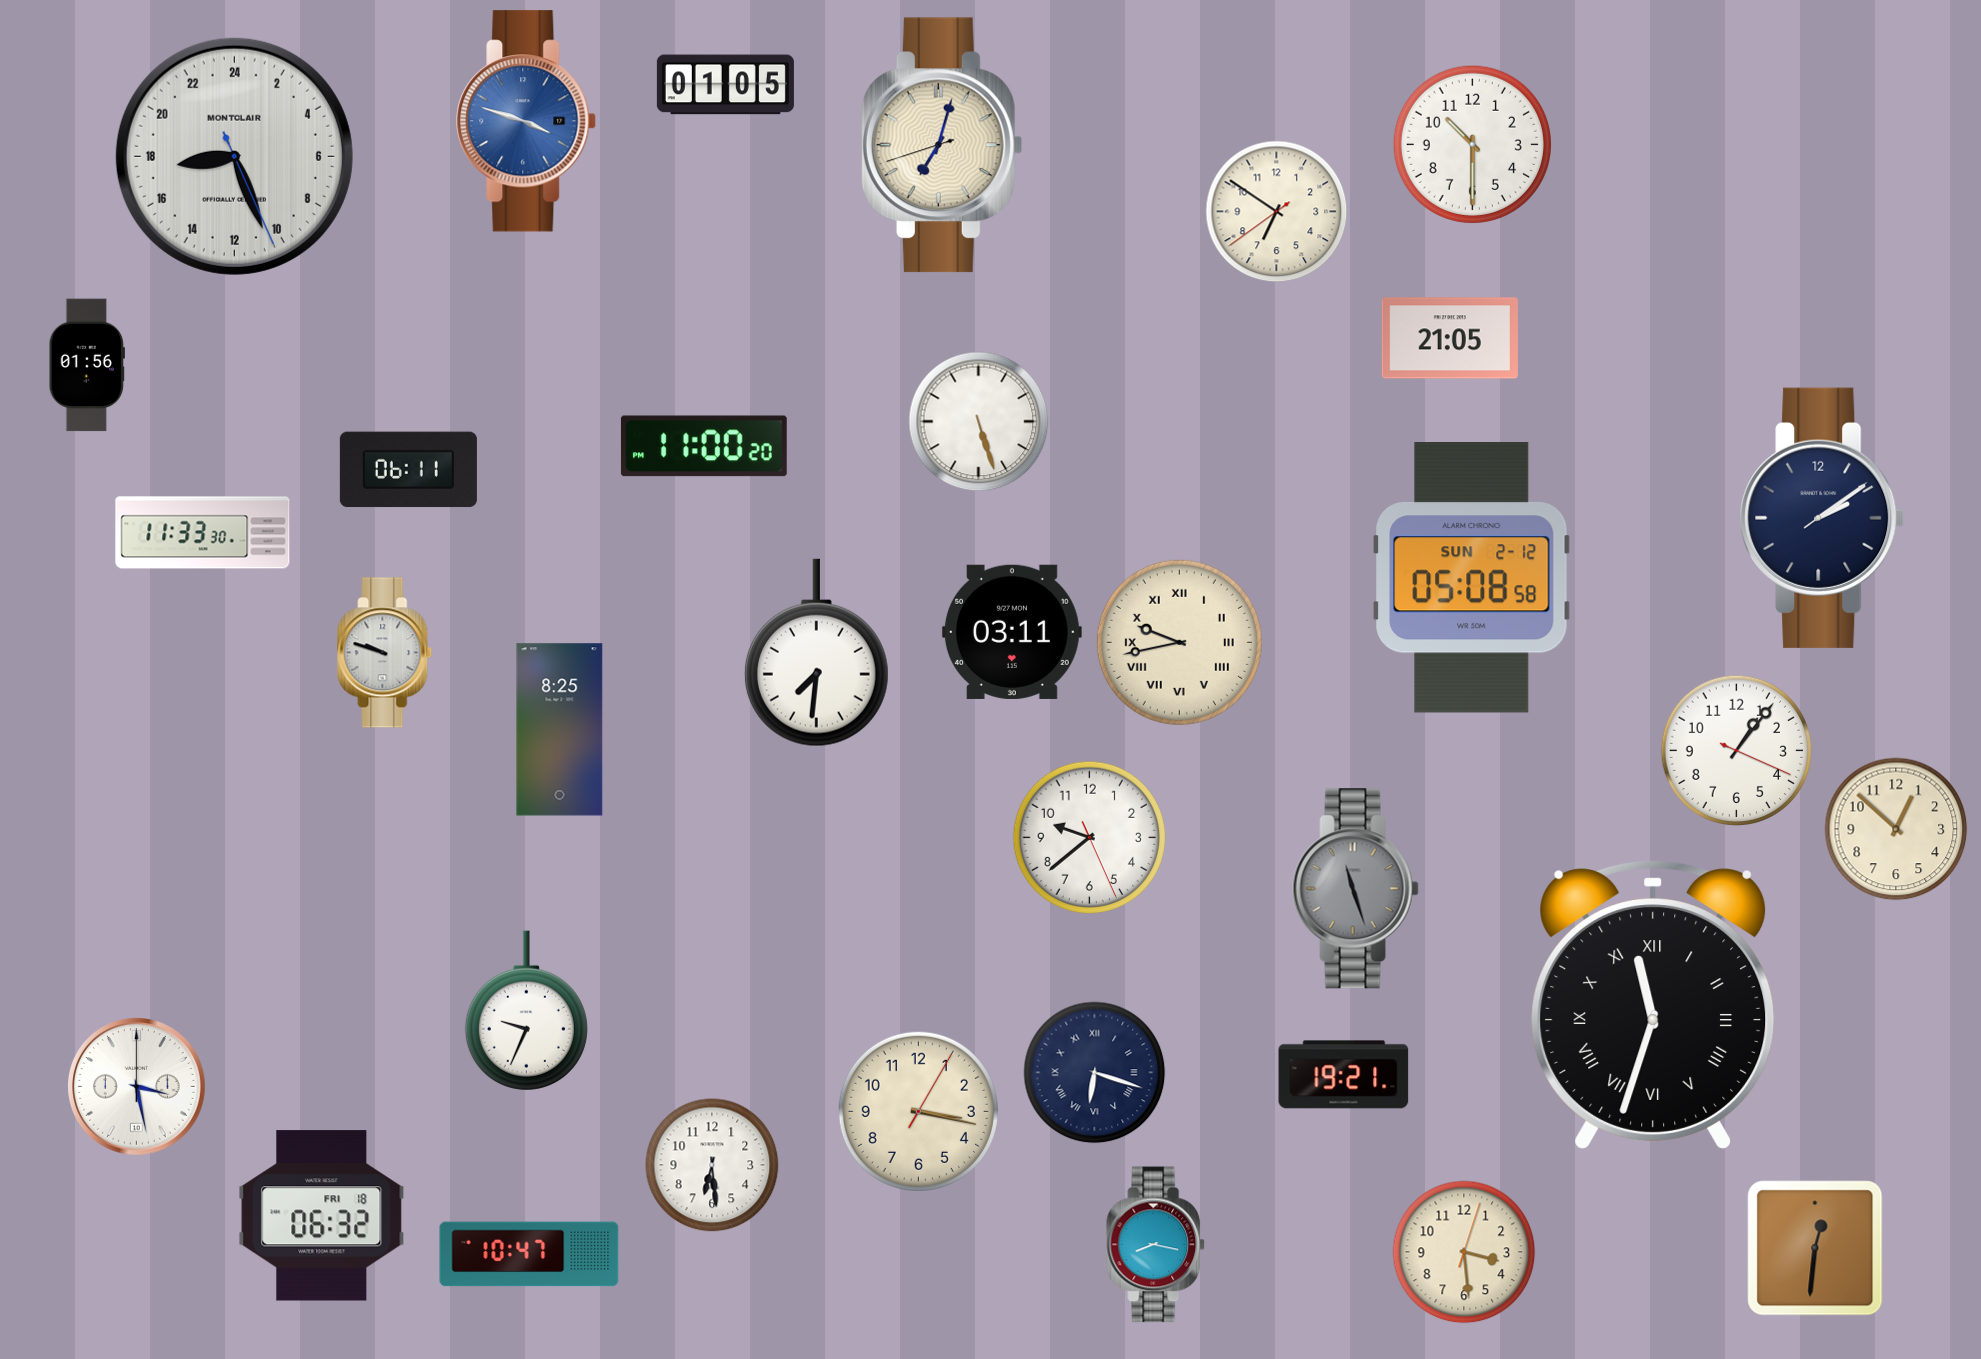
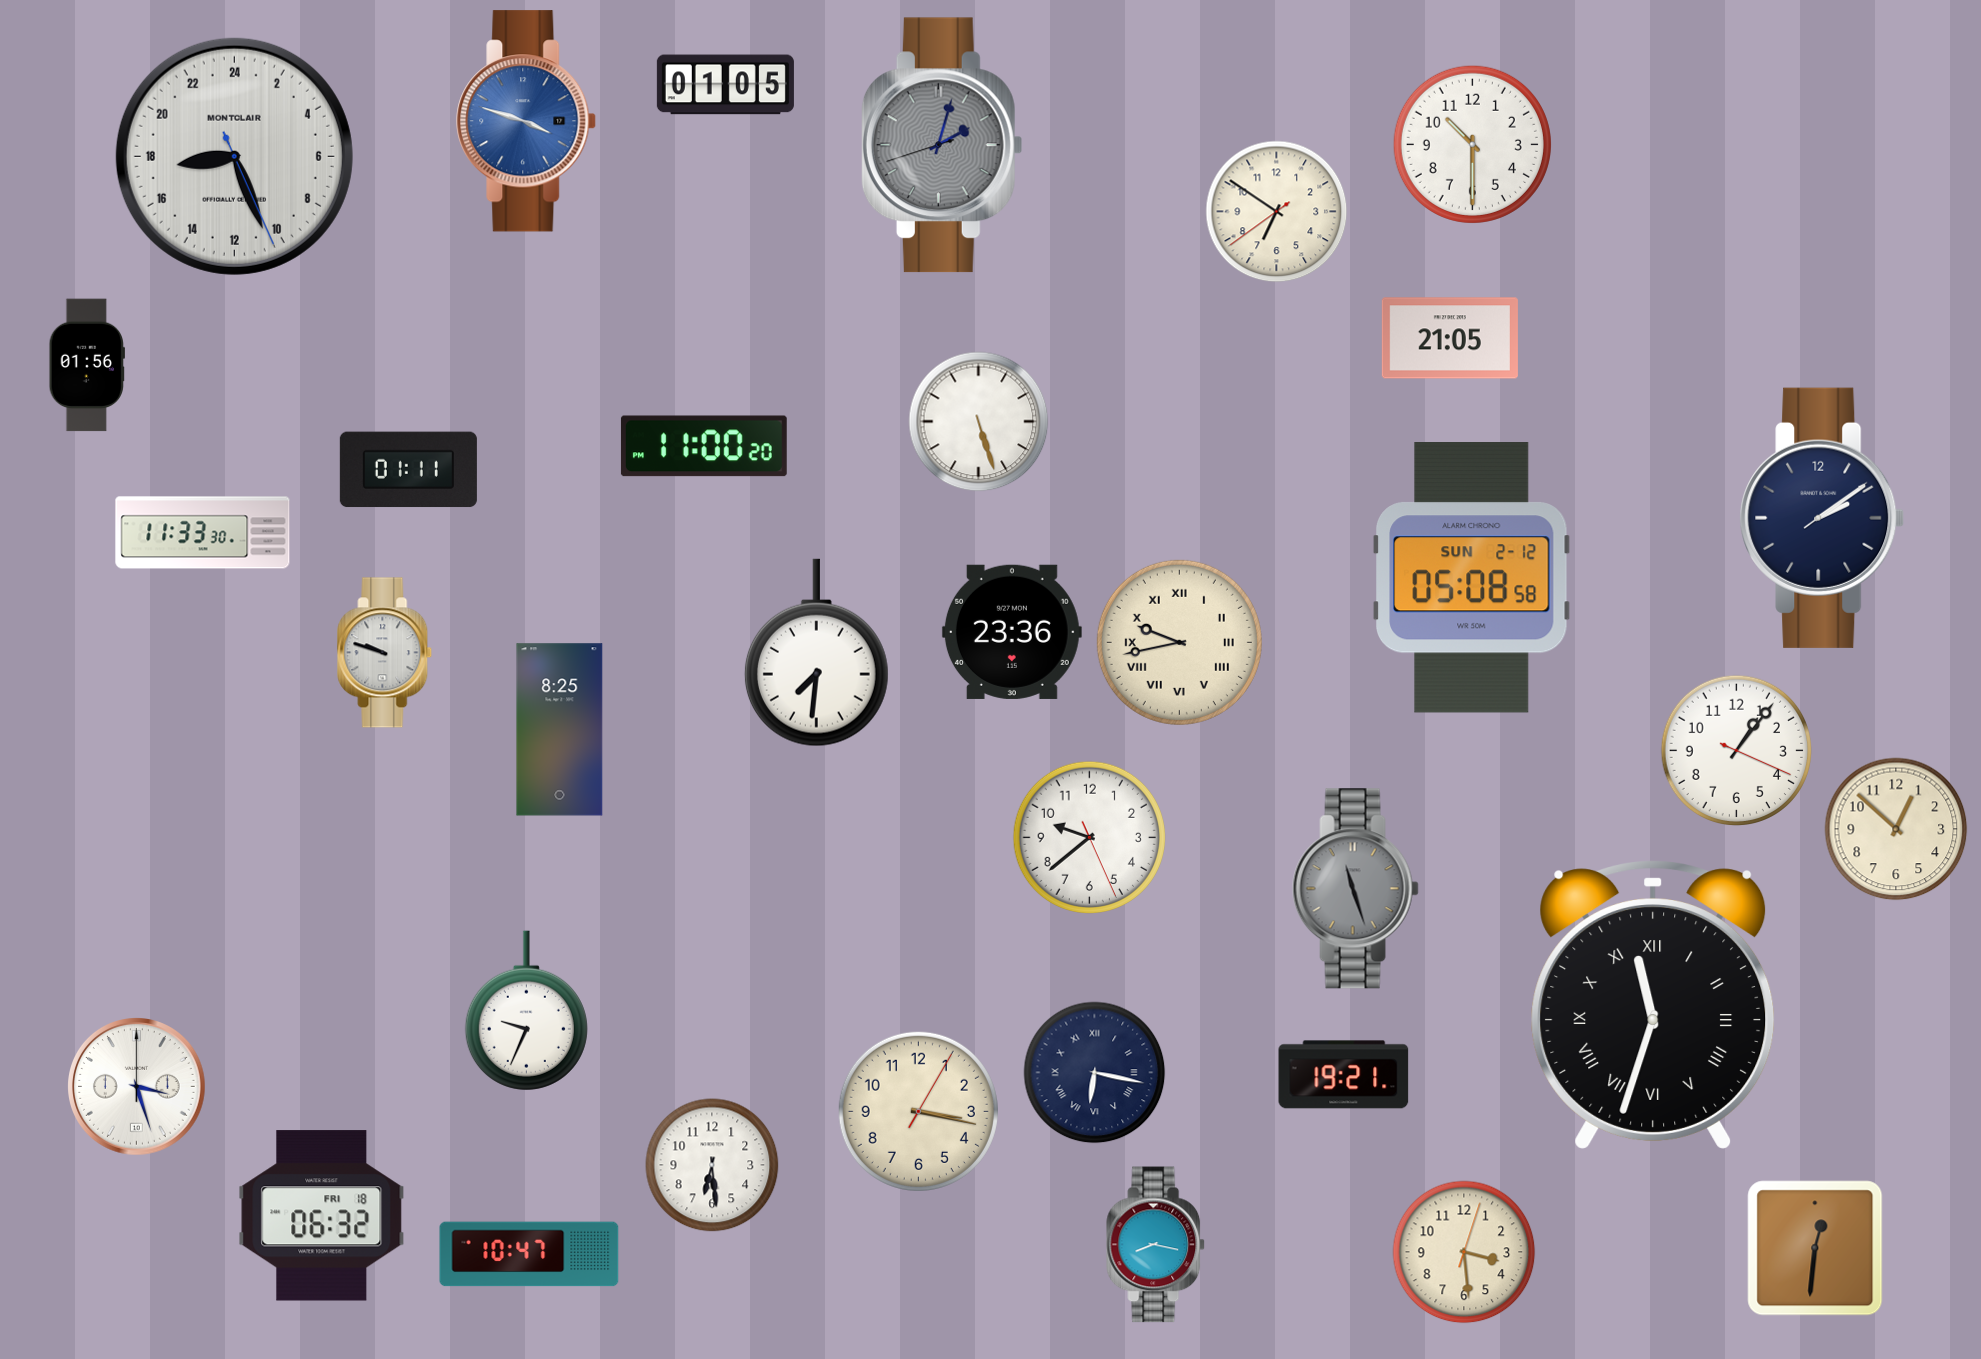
clock at (942, 145): 7:02 -> 2:02
clock at (942, 145) dial: cream -> grey
clock at (408, 470): 06:11 -> 01:11
clock at (1012, 632): 03:11 -> 23:36
clock at (1095, 1073): 6:18 -> 6:17
clock at (137, 1087): 3:28 -> 3:27
